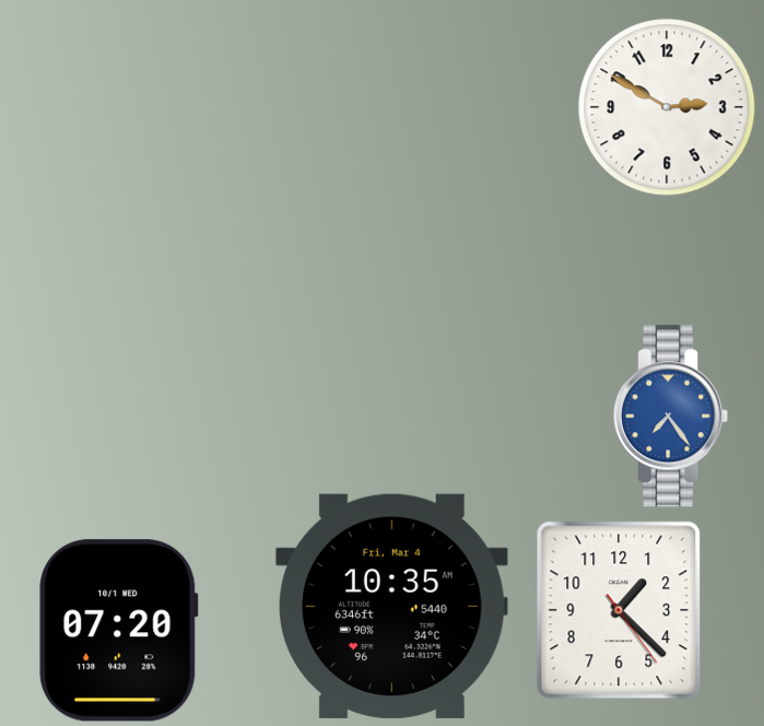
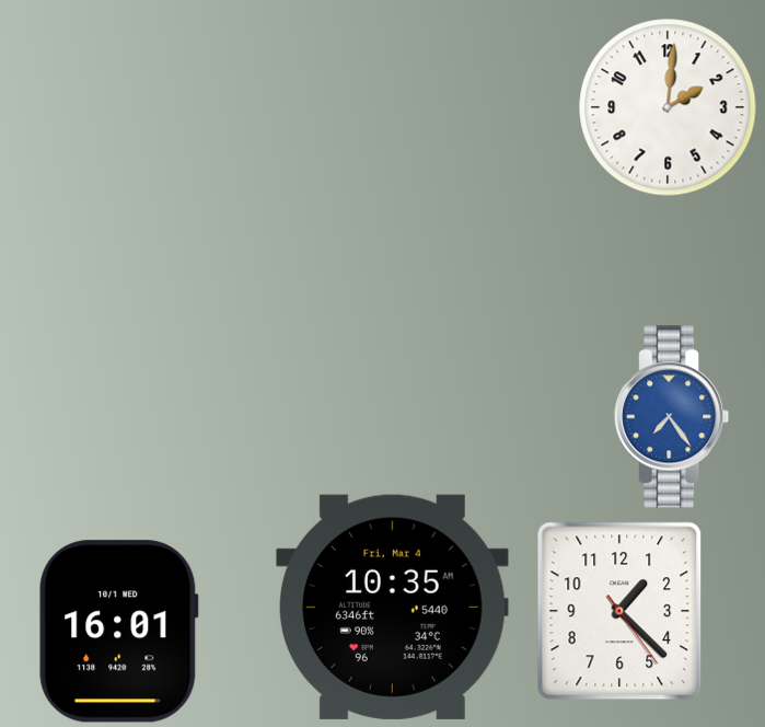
clock at (667, 107): 2:50 -> 2:01
clock at (119, 631): 07:20 -> 16:01
